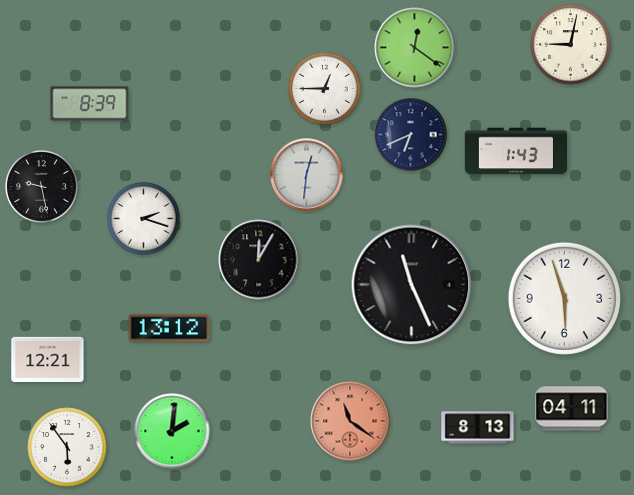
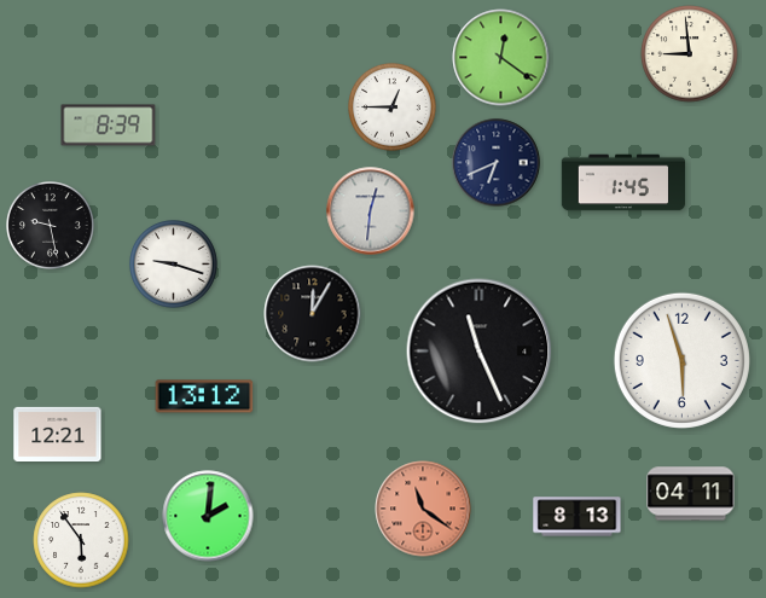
clock at (571, 45): 9:02 -> 8:59
clock at (516, 151): 1:43 -> 1:45
clock at (144, 219): 2:18 -> 9:18
clock at (412, 285) position: (412, 285) -> (480, 352)
clock at (172, 431) position: (172, 431) -> (208, 516)
